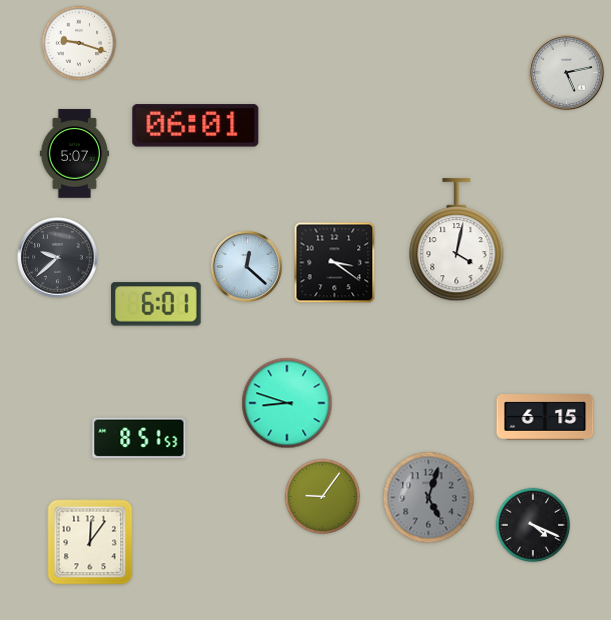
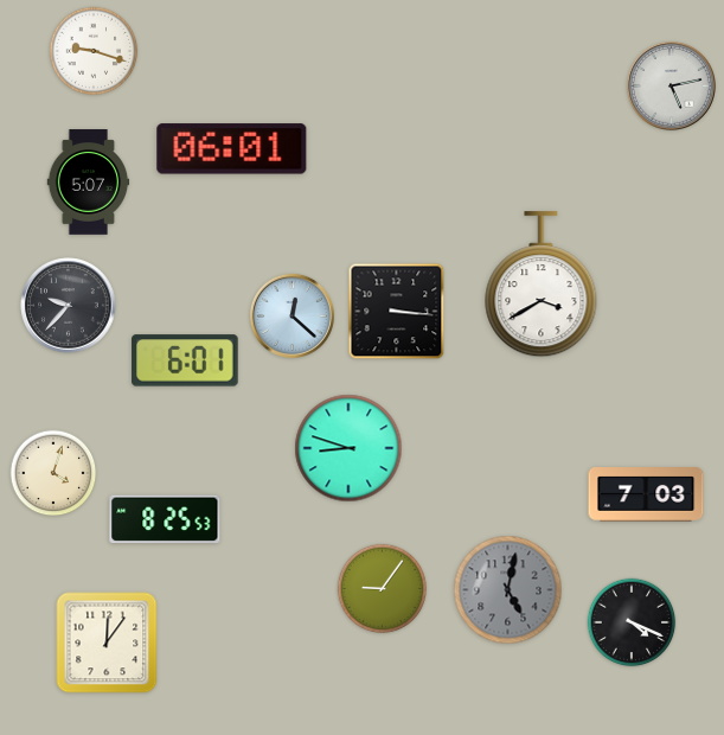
clock at (457, 240): 4:02 -> 3:40
clock at (58, 258): 9:38 -> 9:37
clock at (335, 263): 3:21 -> 3:16
clock at (53, 473): none -> 4:03
clock at (287, 403) position: (287, 403) -> (348, 448)
clock at (545, 418): 6:15 -> 7:03
clock at (139, 438): 8:51 -> 8:25
clock at (429, 498): 5:03 -> 5:02
